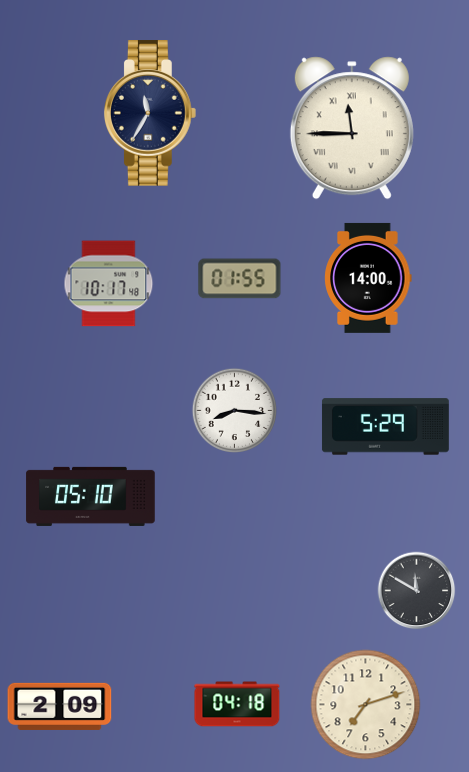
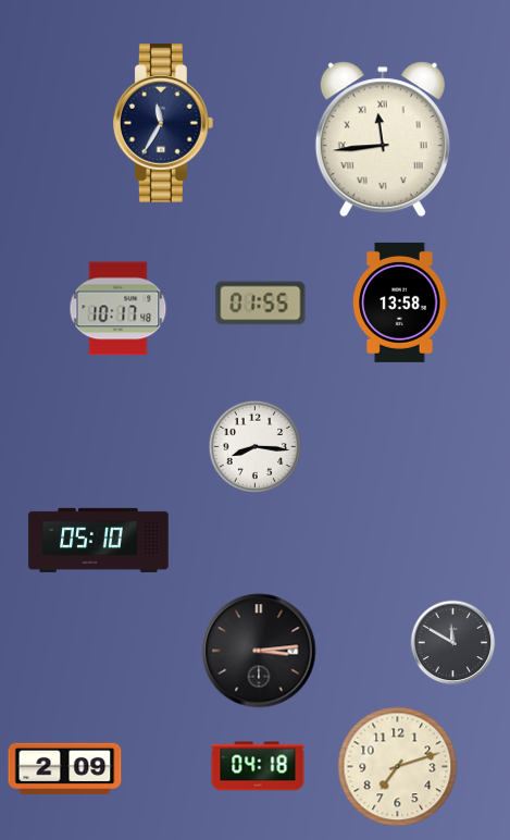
clock at (352, 128): 11:45 -> 11:44
clock at (368, 278): 14:00 -> 13:58
clock at (385, 427): 5:29 -> none
clock at (259, 651): none -> 3:14
